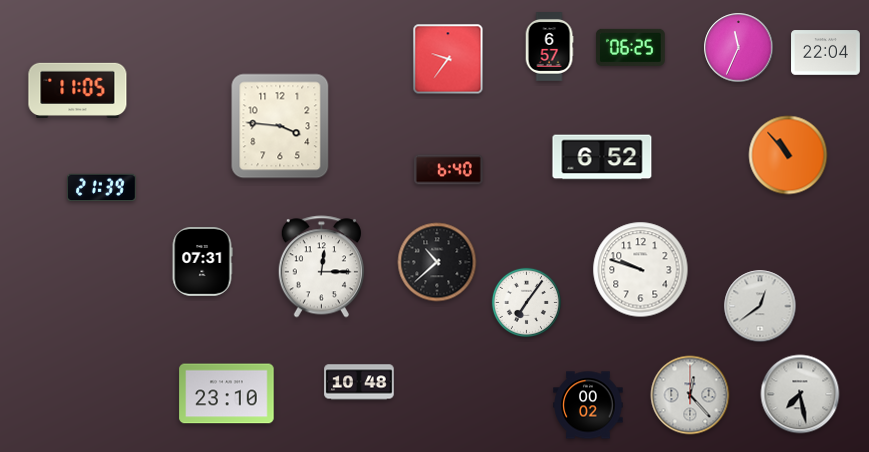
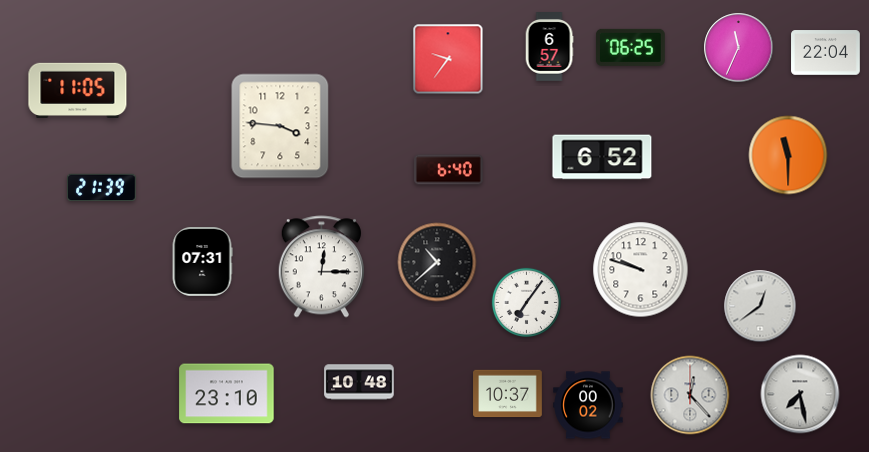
clock at (788, 155): 10:53 -> 11:30
clock at (508, 394): none -> 10:37
